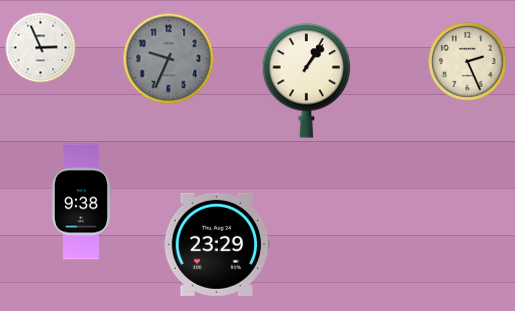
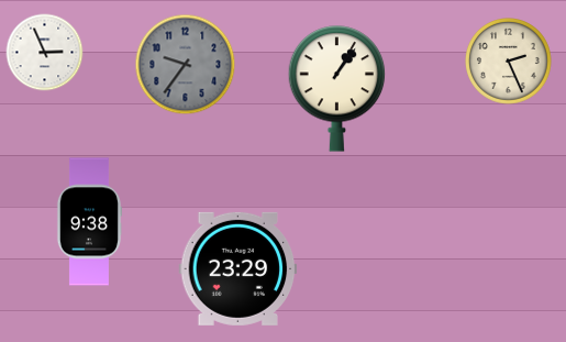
clock at (169, 59): 9:34 -> 9:36
clock at (468, 62) position: (468, 62) -> (509, 62)
